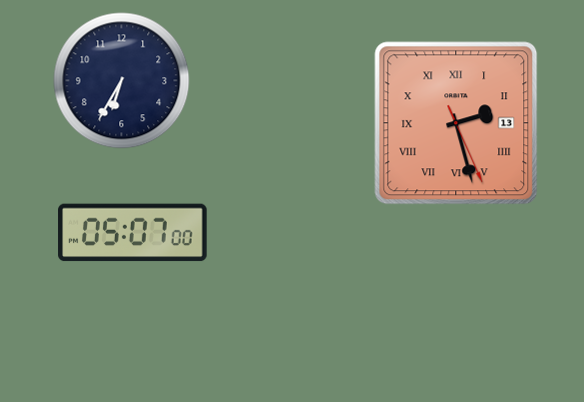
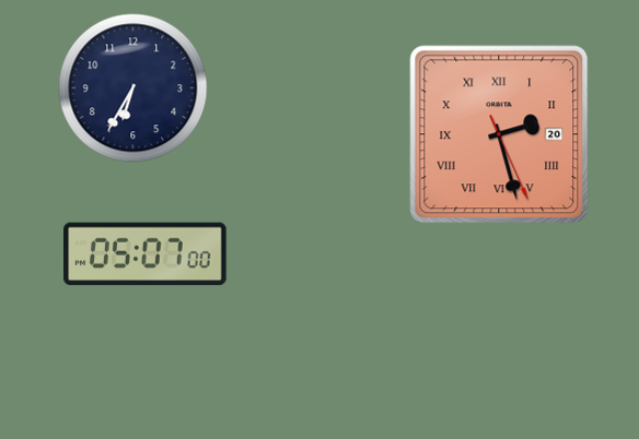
clock at (456, 123) date: 13 -> 20
